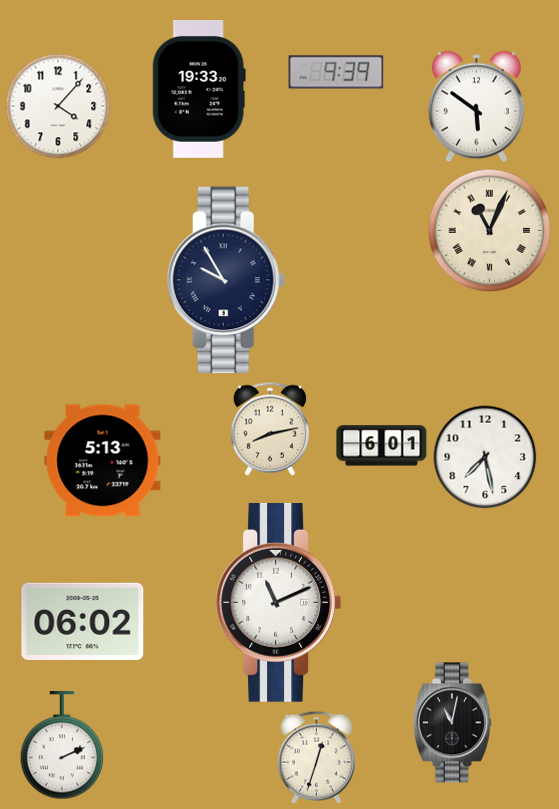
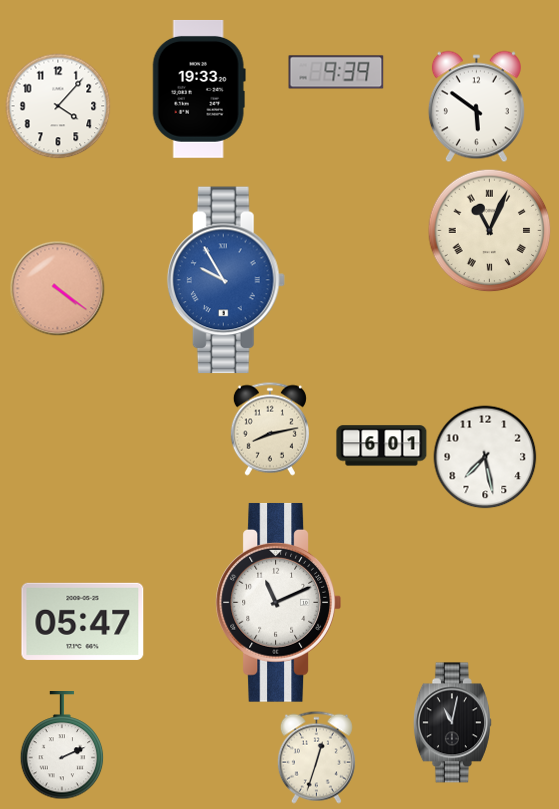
clock at (226, 280) dial: navy -> blue
clock at (58, 289): none -> 4:21
clock at (103, 461): 5:13 -> none
clock at (83, 621): 06:02 -> 05:47
